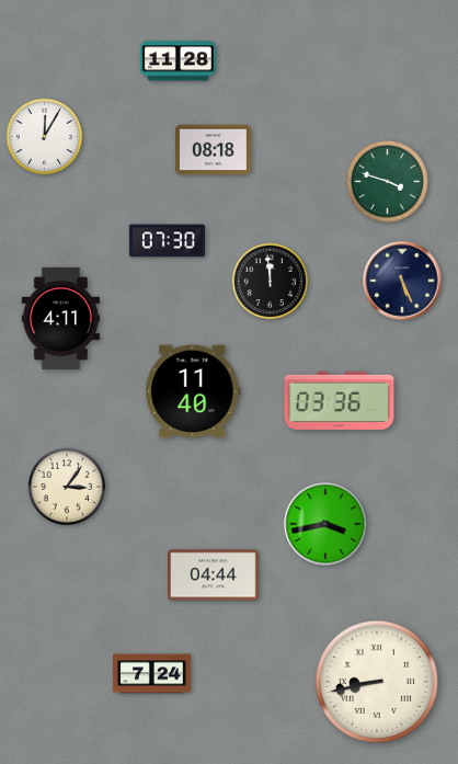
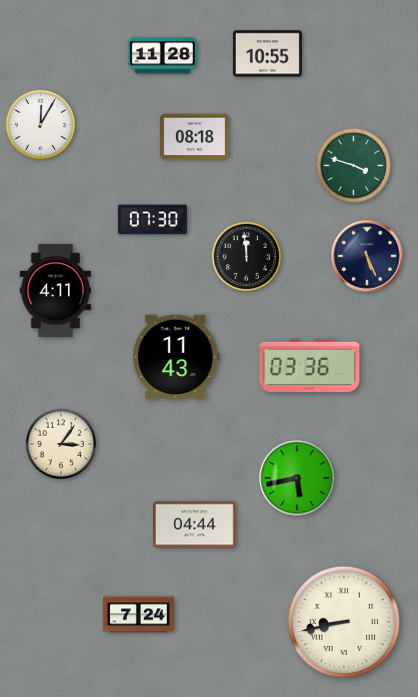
clock at (267, 54): none -> 10:55
clock at (193, 391): 11:40 -> 11:43
clock at (325, 524): 3:43 -> 5:43
